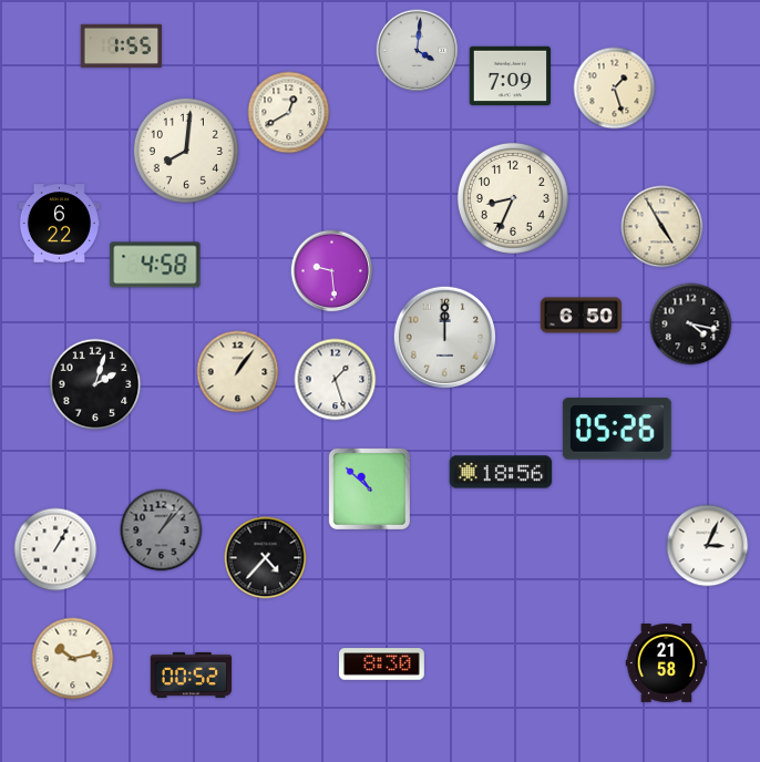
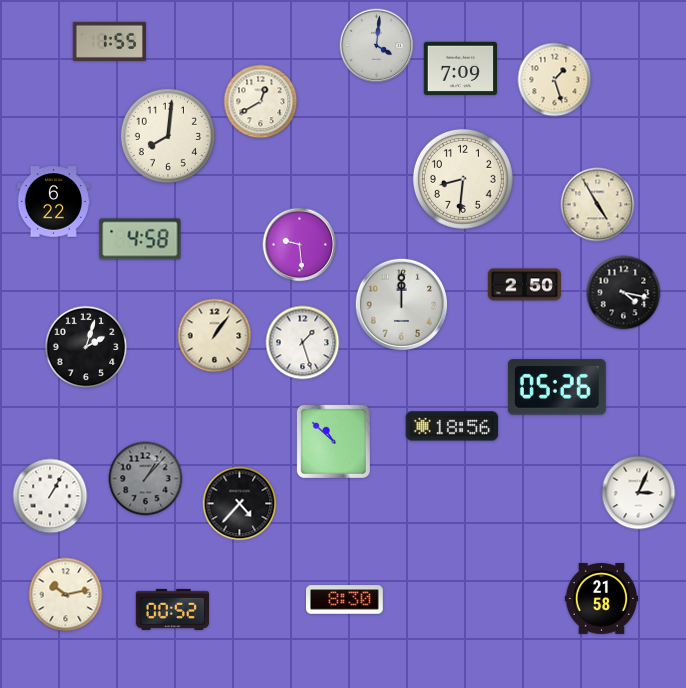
clock at (513, 198): 8:34 -> 8:31
clock at (581, 316): 6:50 -> 2:50
